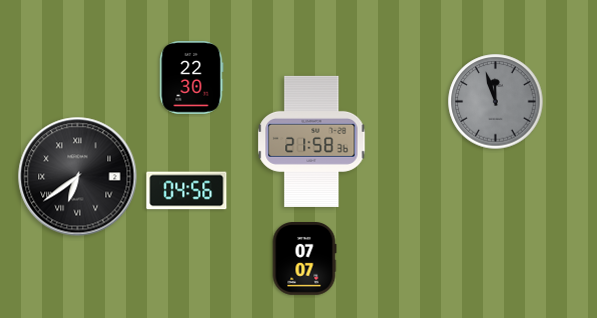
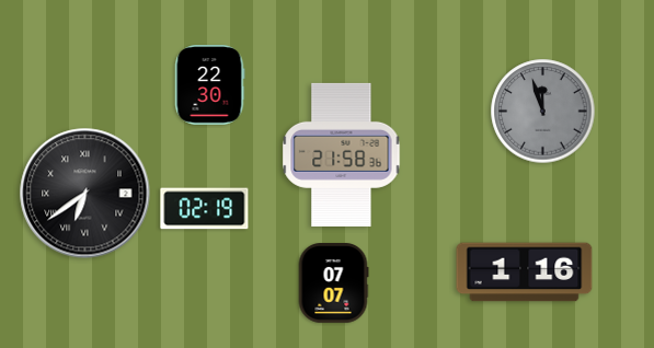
clock at (187, 191): 04:56 -> 02:19
clock at (525, 272): none -> 1:16
